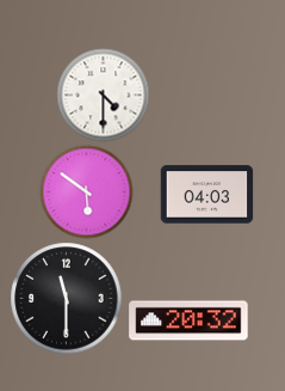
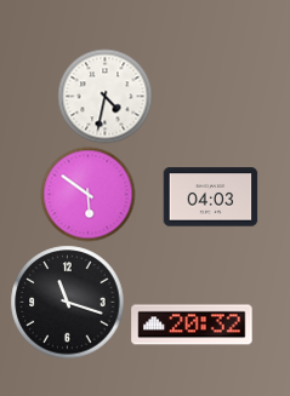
clock at (103, 94): 4:30 -> 4:32
clock at (66, 298): 11:30 -> 11:18
